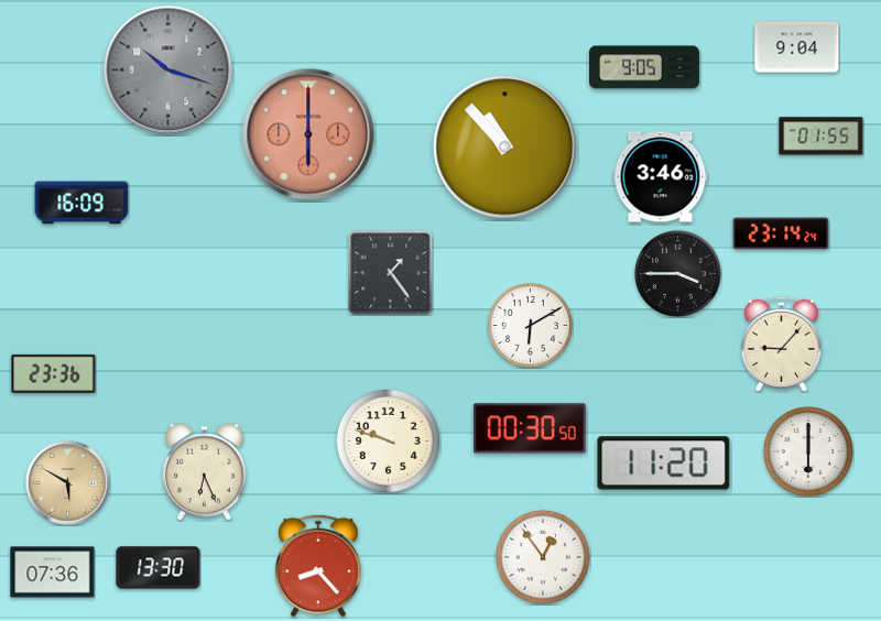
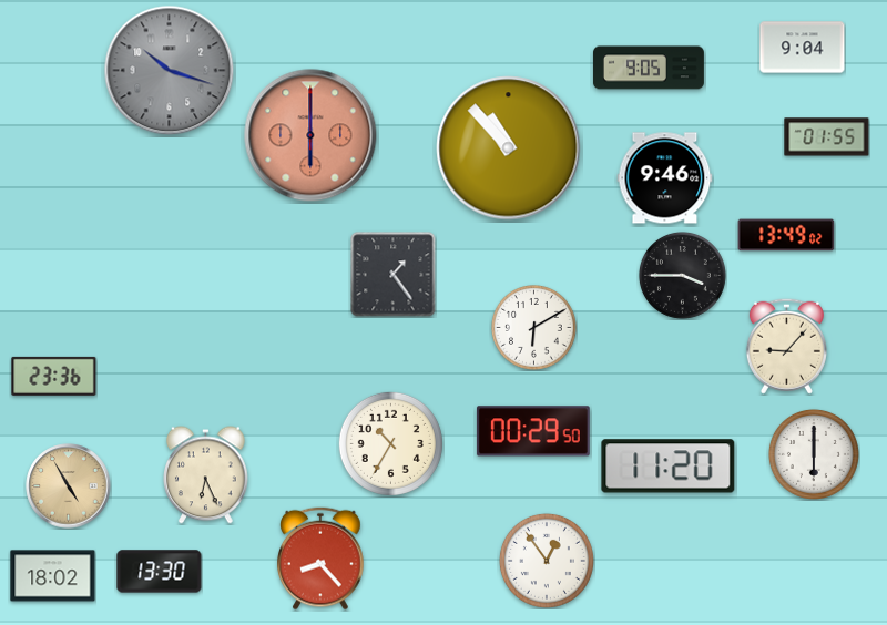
clock at (661, 177): 3:46 -> 9:46
clock at (81, 203): 16:09 -> none
clock at (781, 233): 23:14 -> 13:49
clock at (530, 428): 00:30 -> 00:29
clock at (388, 440): 9:48 -> 10:35
clock at (68, 483): 5:50 -> 4:55
clock at (318, 566) position: (318, 566) -> (320, 559)
clock at (53, 573): 07:36 -> 18:02
